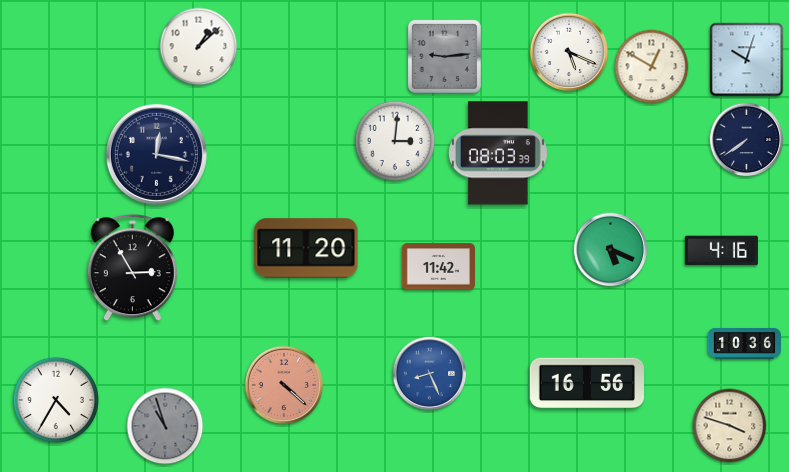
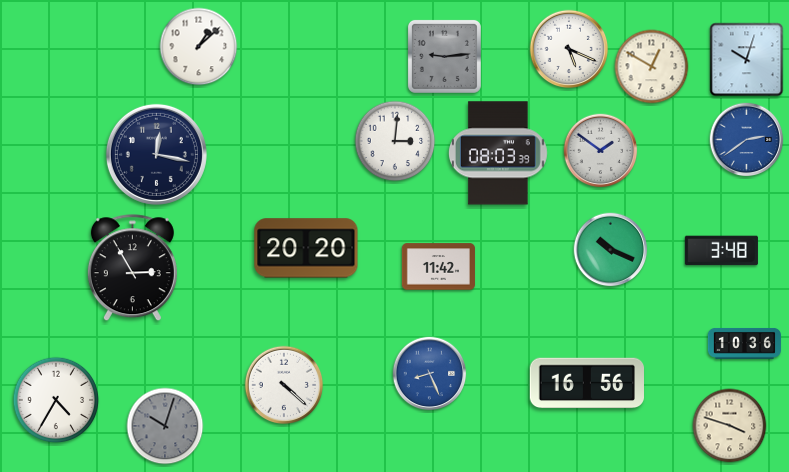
clock at (569, 52) position: (569, 52) -> (569, 49)
clock at (747, 140): 7:39 -> 2:39
clock at (747, 140) dial: navy -> blue
clock at (601, 151): none -> 1:51
clock at (306, 248): 11:20 -> 20:20
clock at (611, 250): 5:19 -> 10:19
clock at (721, 251): 4:16 -> 3:48
clock at (284, 385) dial: salmon -> white
clock at (165, 426): 10:57 -> 10:03
